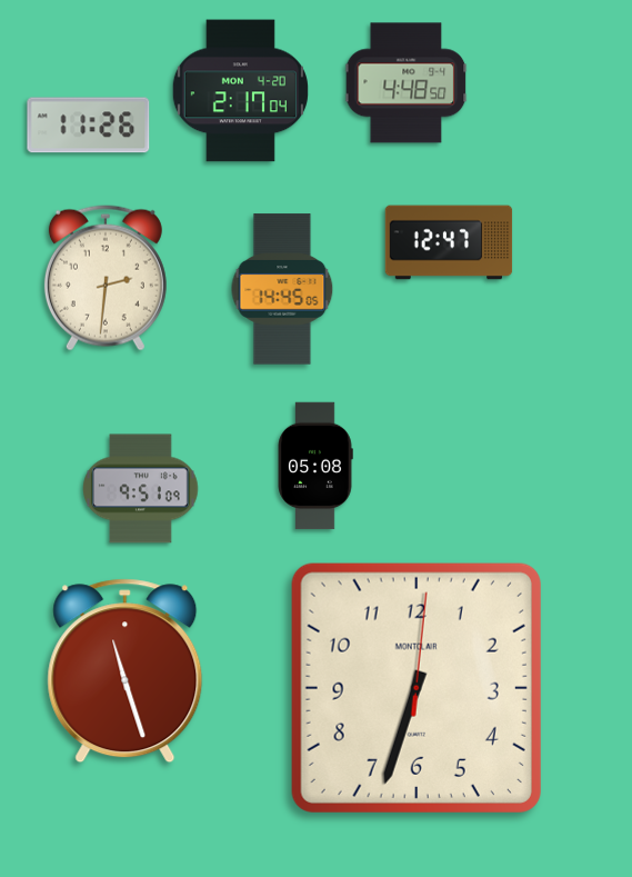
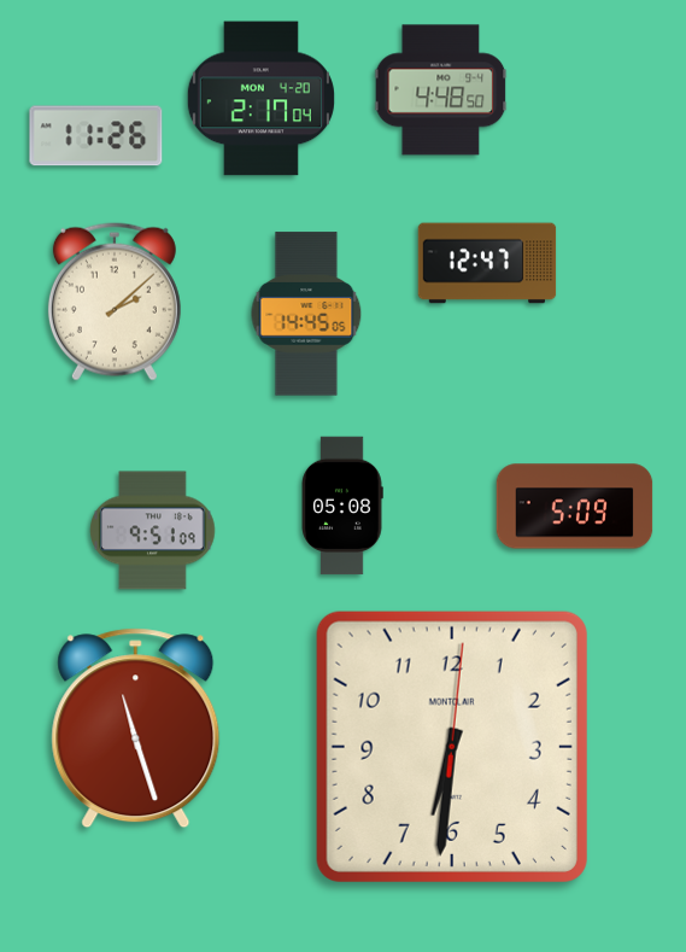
clock at (106, 278): 2:31 -> 2:08
clock at (575, 507): none -> 5:09
clock at (417, 688): 6:33 -> 6:31
